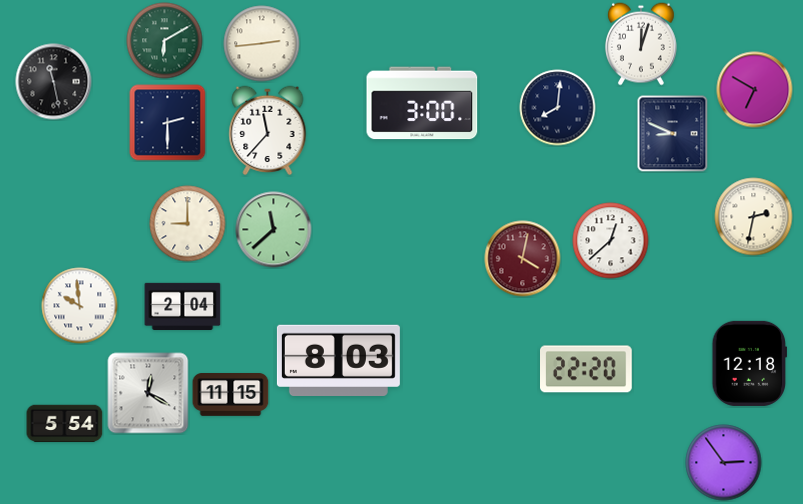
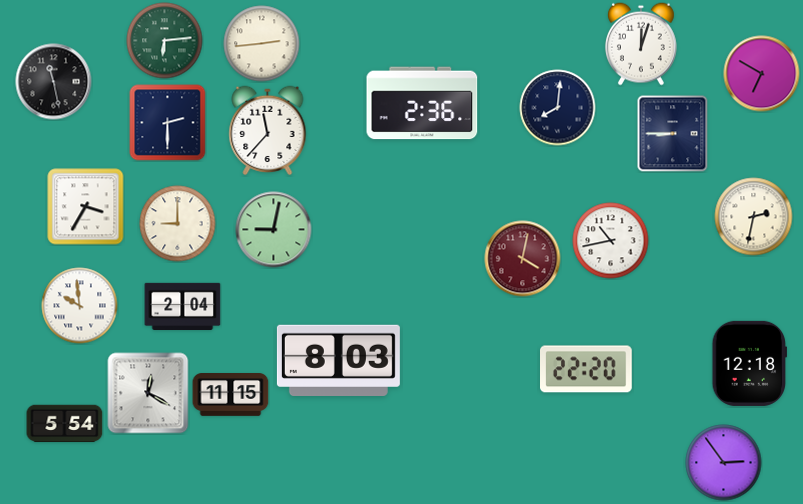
clock at (165, 41): 6:10 -> 6:14
clock at (755, 90) position: (755, 90) -> (762, 74)
clock at (422, 103): 3:00 -> 2:36
clock at (673, 134): 8:49 -> 8:45
clock at (86, 207): none -> 3:35
clock at (188, 224) position: (188, 224) -> (178, 224)
clock at (274, 230): 11:38 -> 9:02
clock at (611, 241): 12:38 -> 10:43
